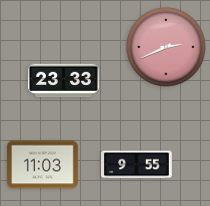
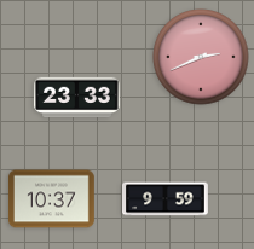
clock at (43, 165): 11:03 -> 10:37
clock at (137, 165): 9:55 -> 9:59
